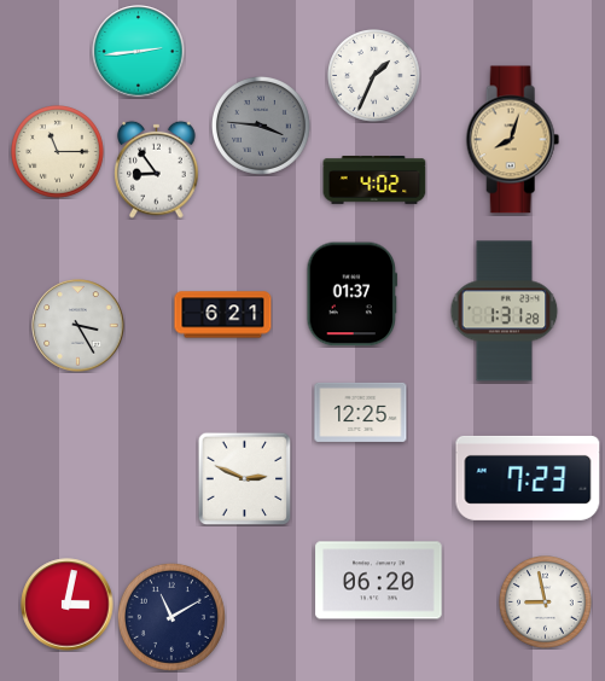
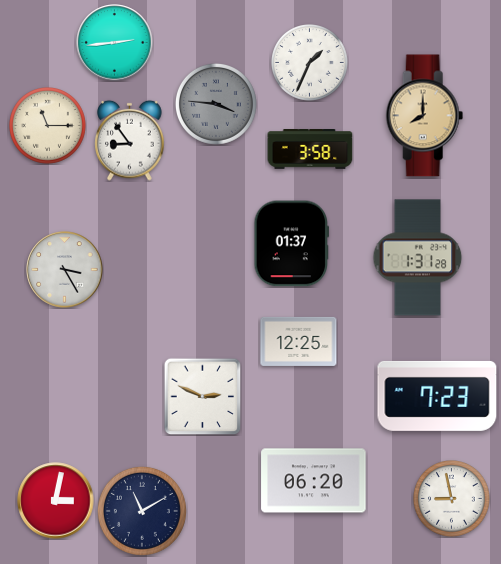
clock at (513, 140): 8:03 -> 8:00
clock at (374, 180): 4:02 -> 3:58
clock at (223, 315): 6:21 -> none
